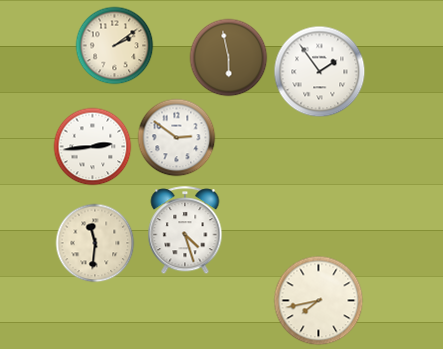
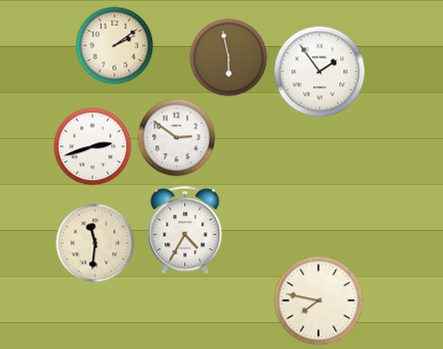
clock at (92, 146): 2:44 -> 2:42
clock at (185, 230): 4:27 -> 4:35
clock at (318, 300): 7:43 -> 7:47
